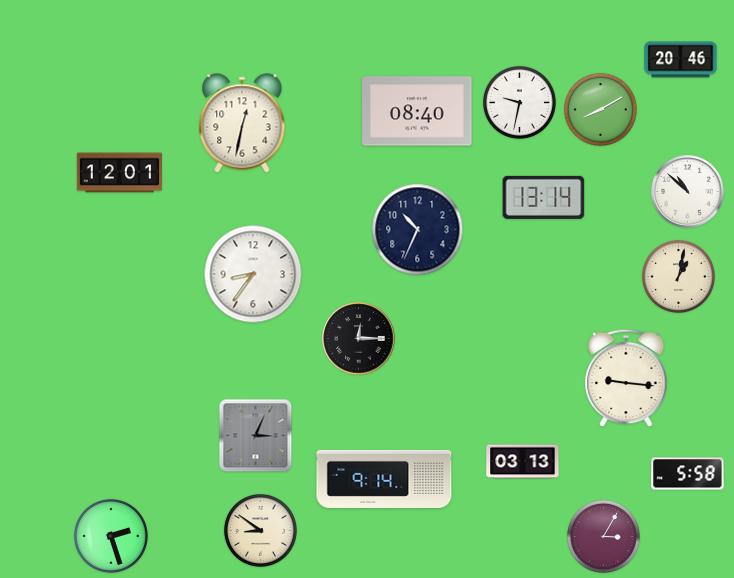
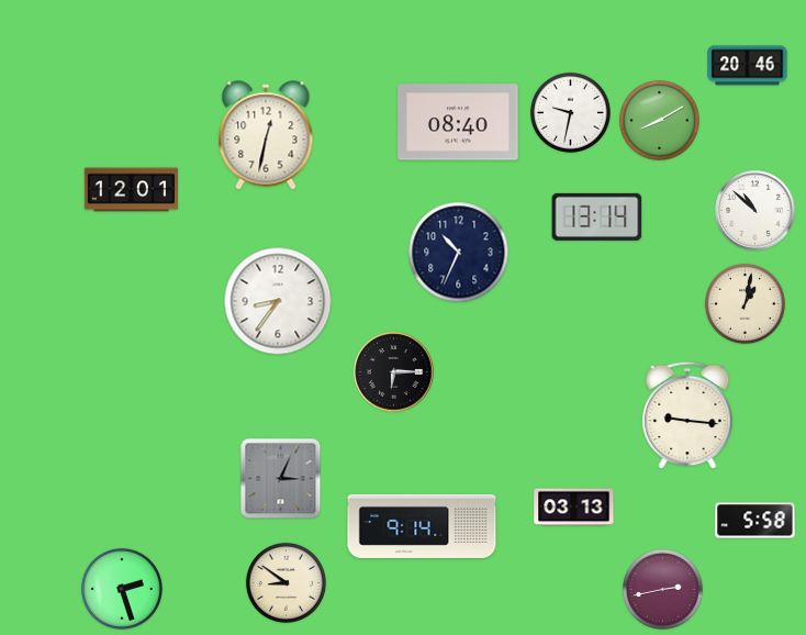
clock at (359, 339): 12:15 -> 6:15
clock at (603, 536): 3:05 -> 2:43
